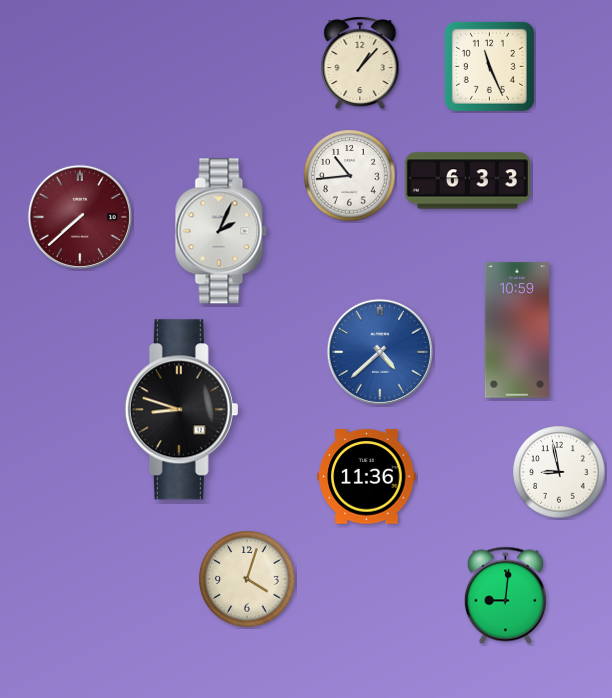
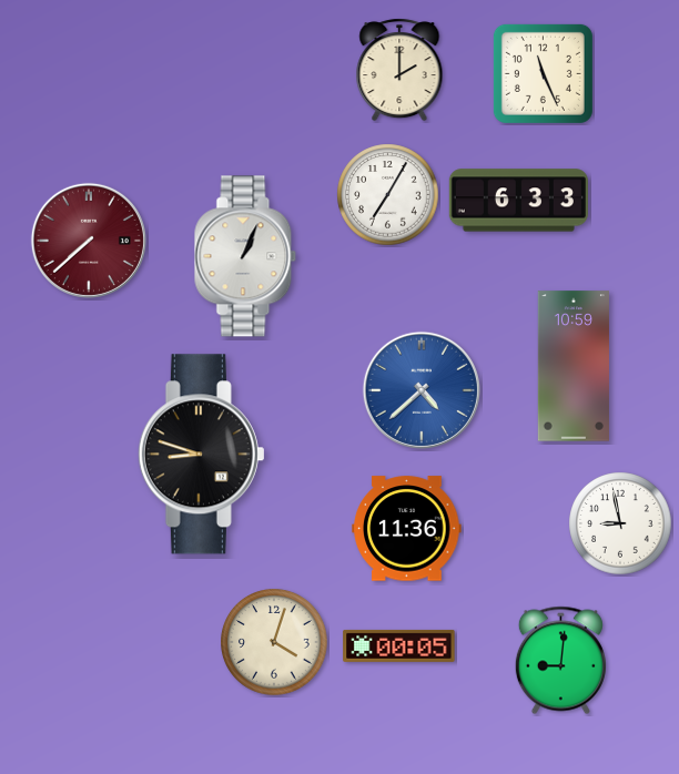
clock at (360, 63): 1:07 -> 2:00
clock at (350, 176): 10:44 -> 7:05
clock at (221, 231): 2:04 -> 1:04
clock at (399, 645): none -> 00:05
